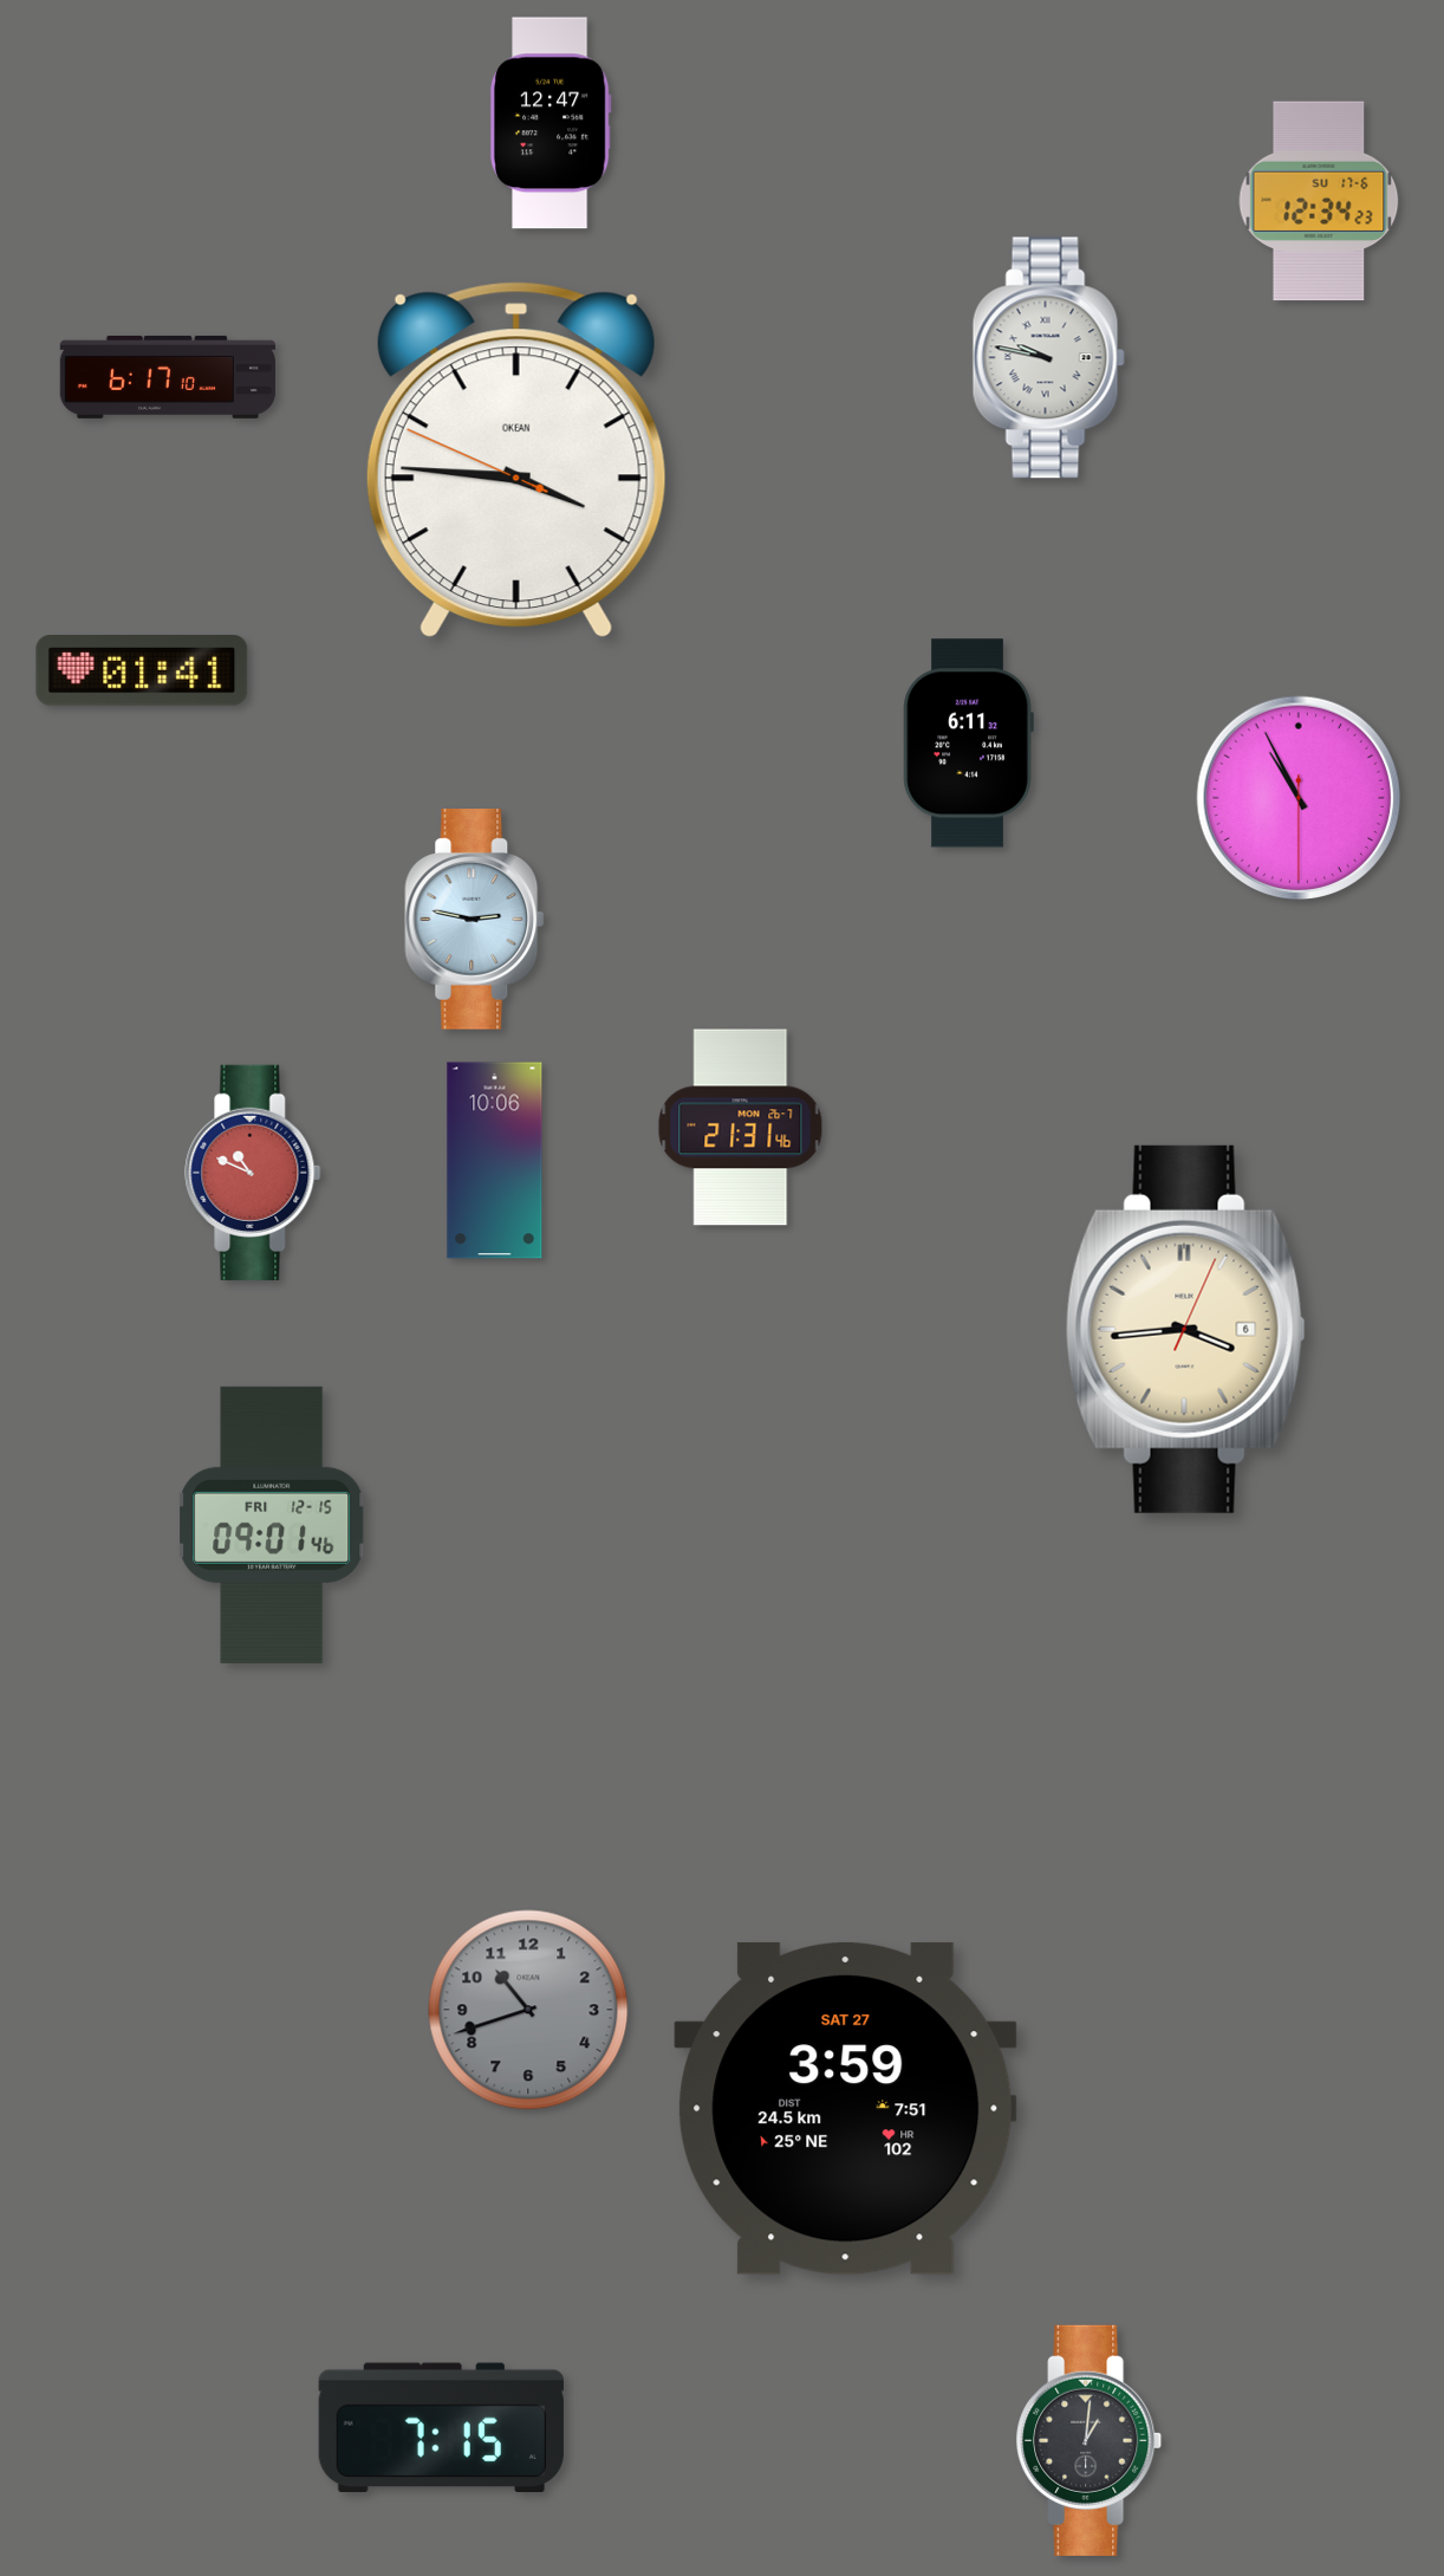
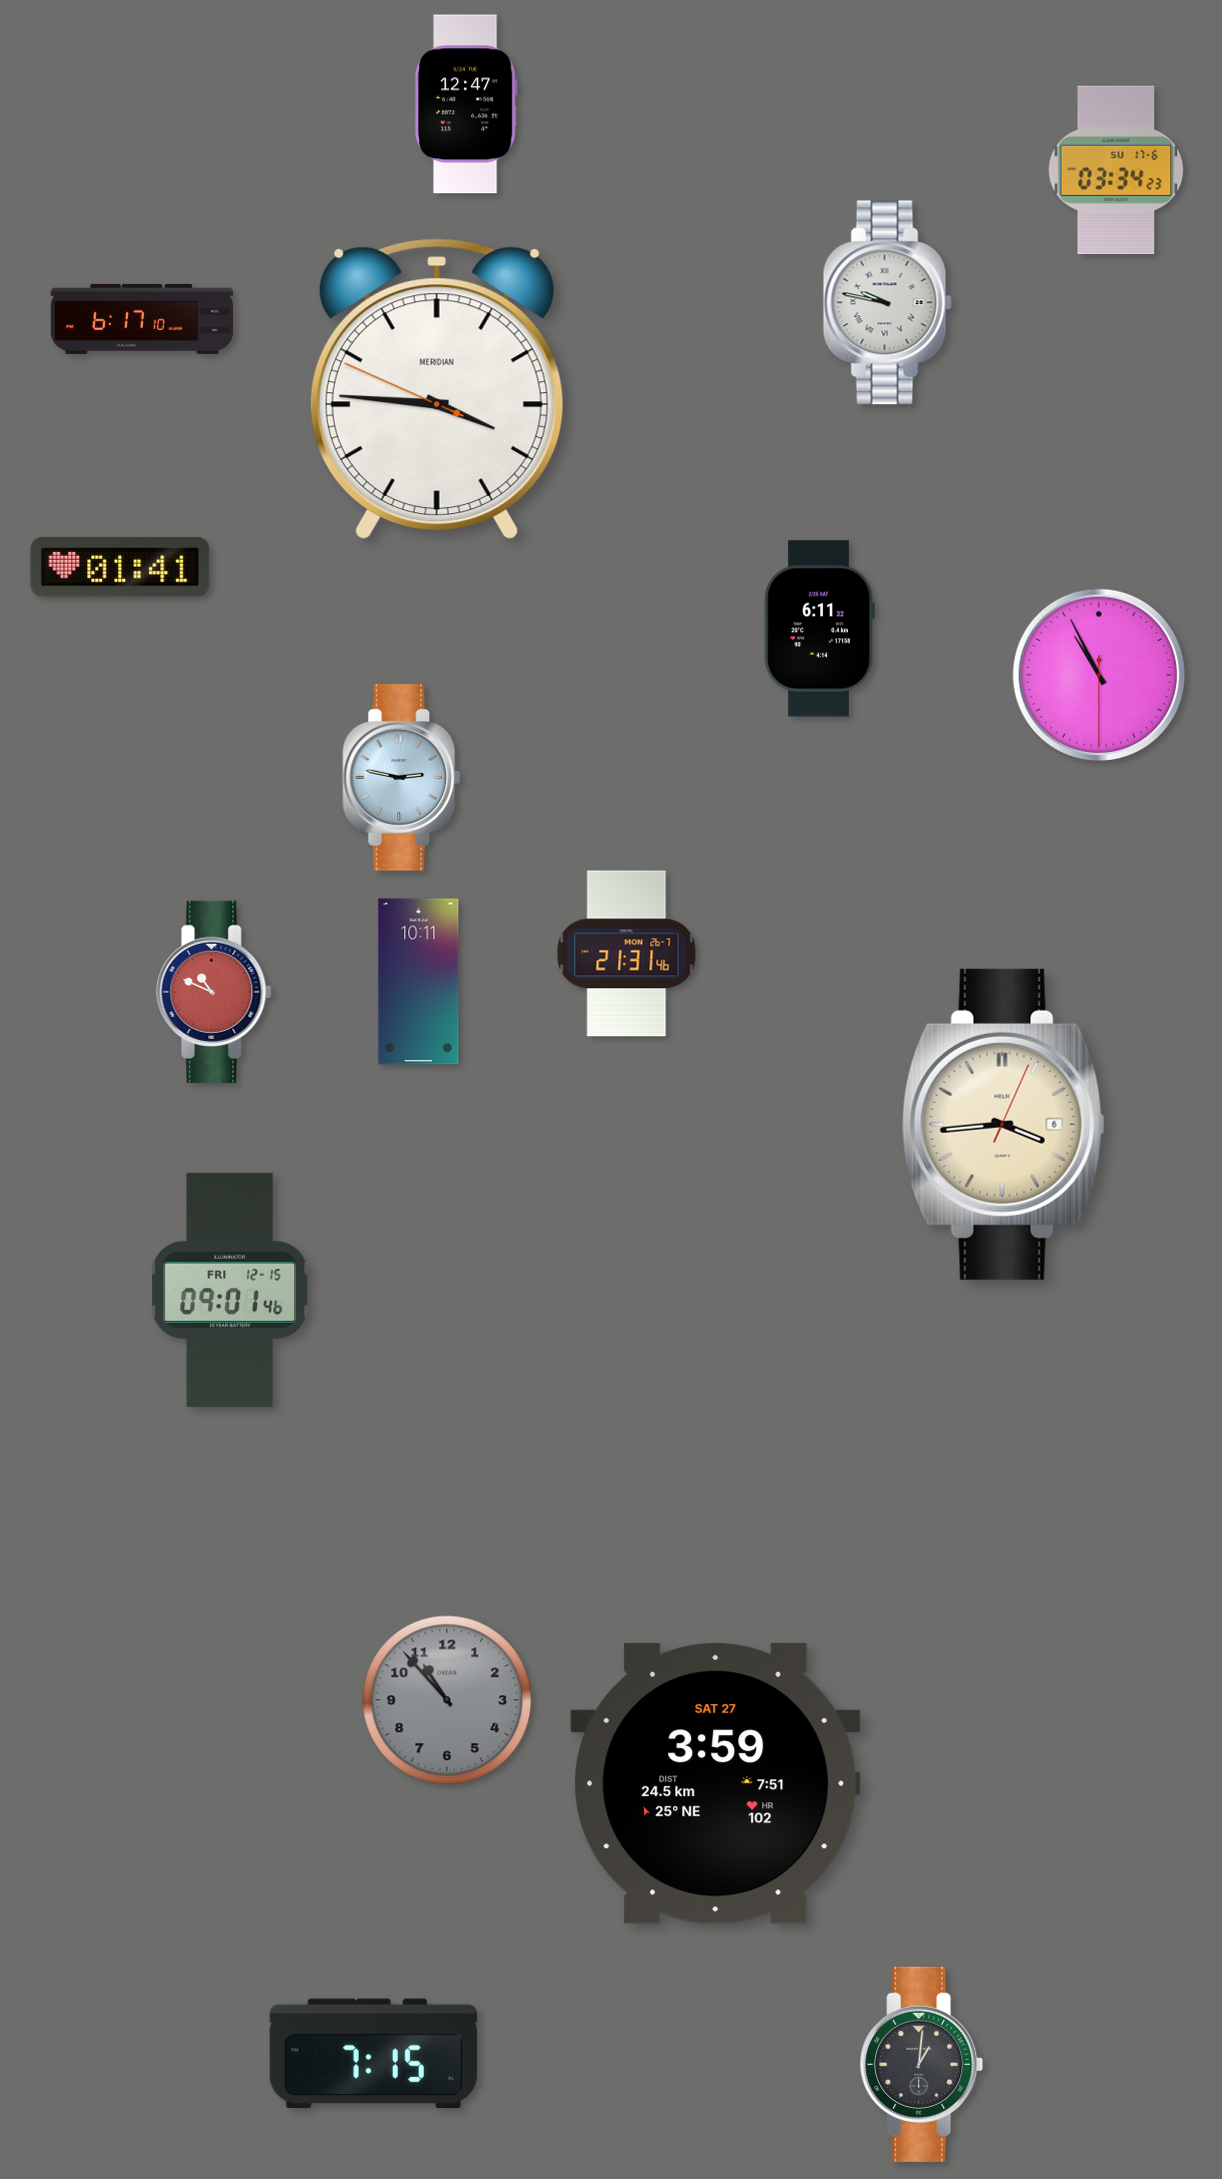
clock at (1319, 201): 12:34 -> 03:34
clock at (516, 460) brand: OKEAN -> MERIDIAN
clock at (495, 1161): 10:06 -> 10:11
clock at (528, 2010): 10:42 -> 10:53
